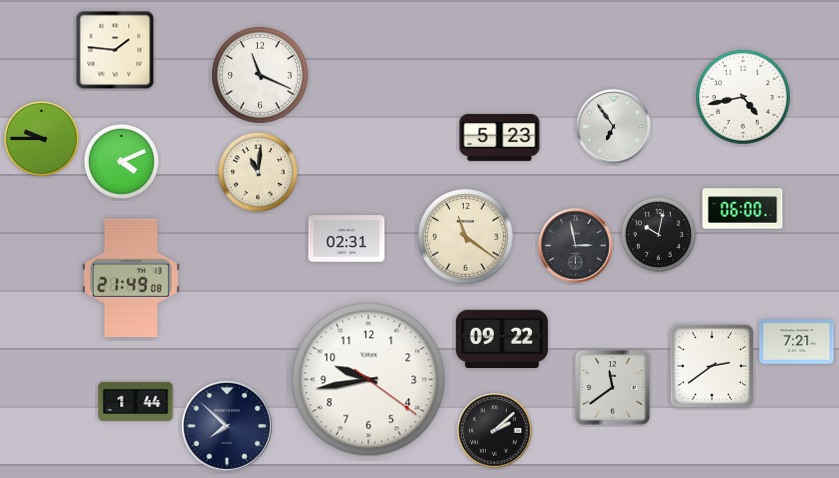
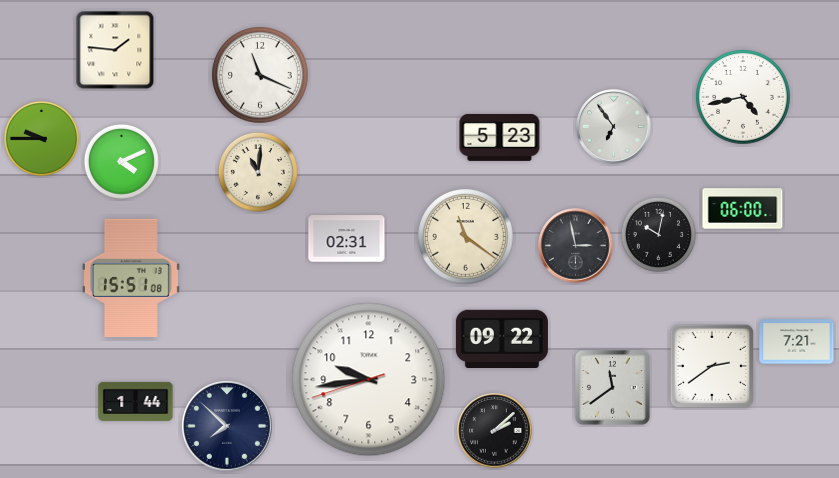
clock at (131, 278): 21:49 -> 15:51
clock at (369, 380): 9:43:21 -> 9:43:42
